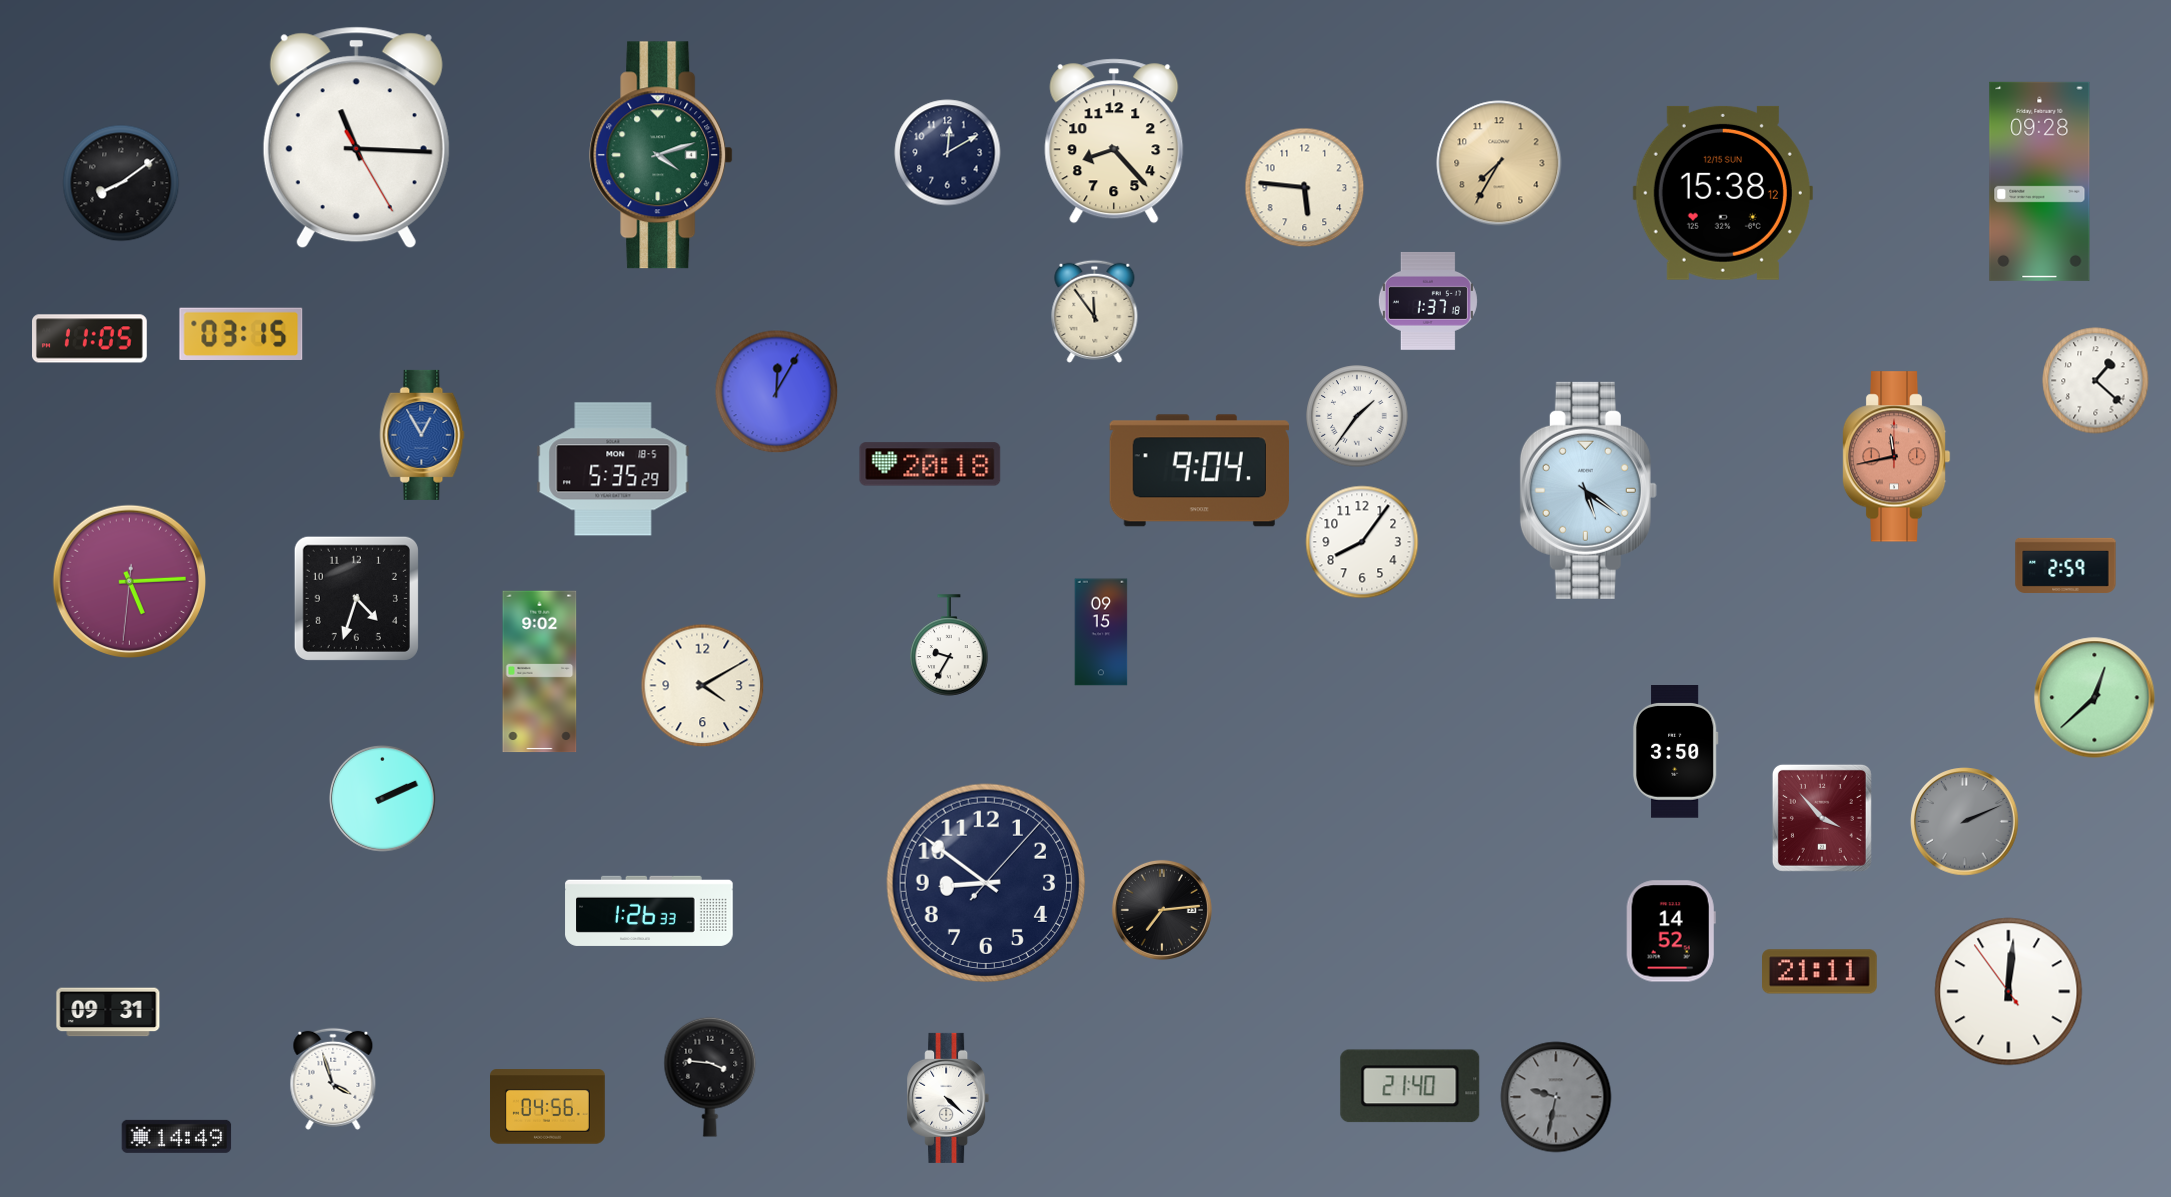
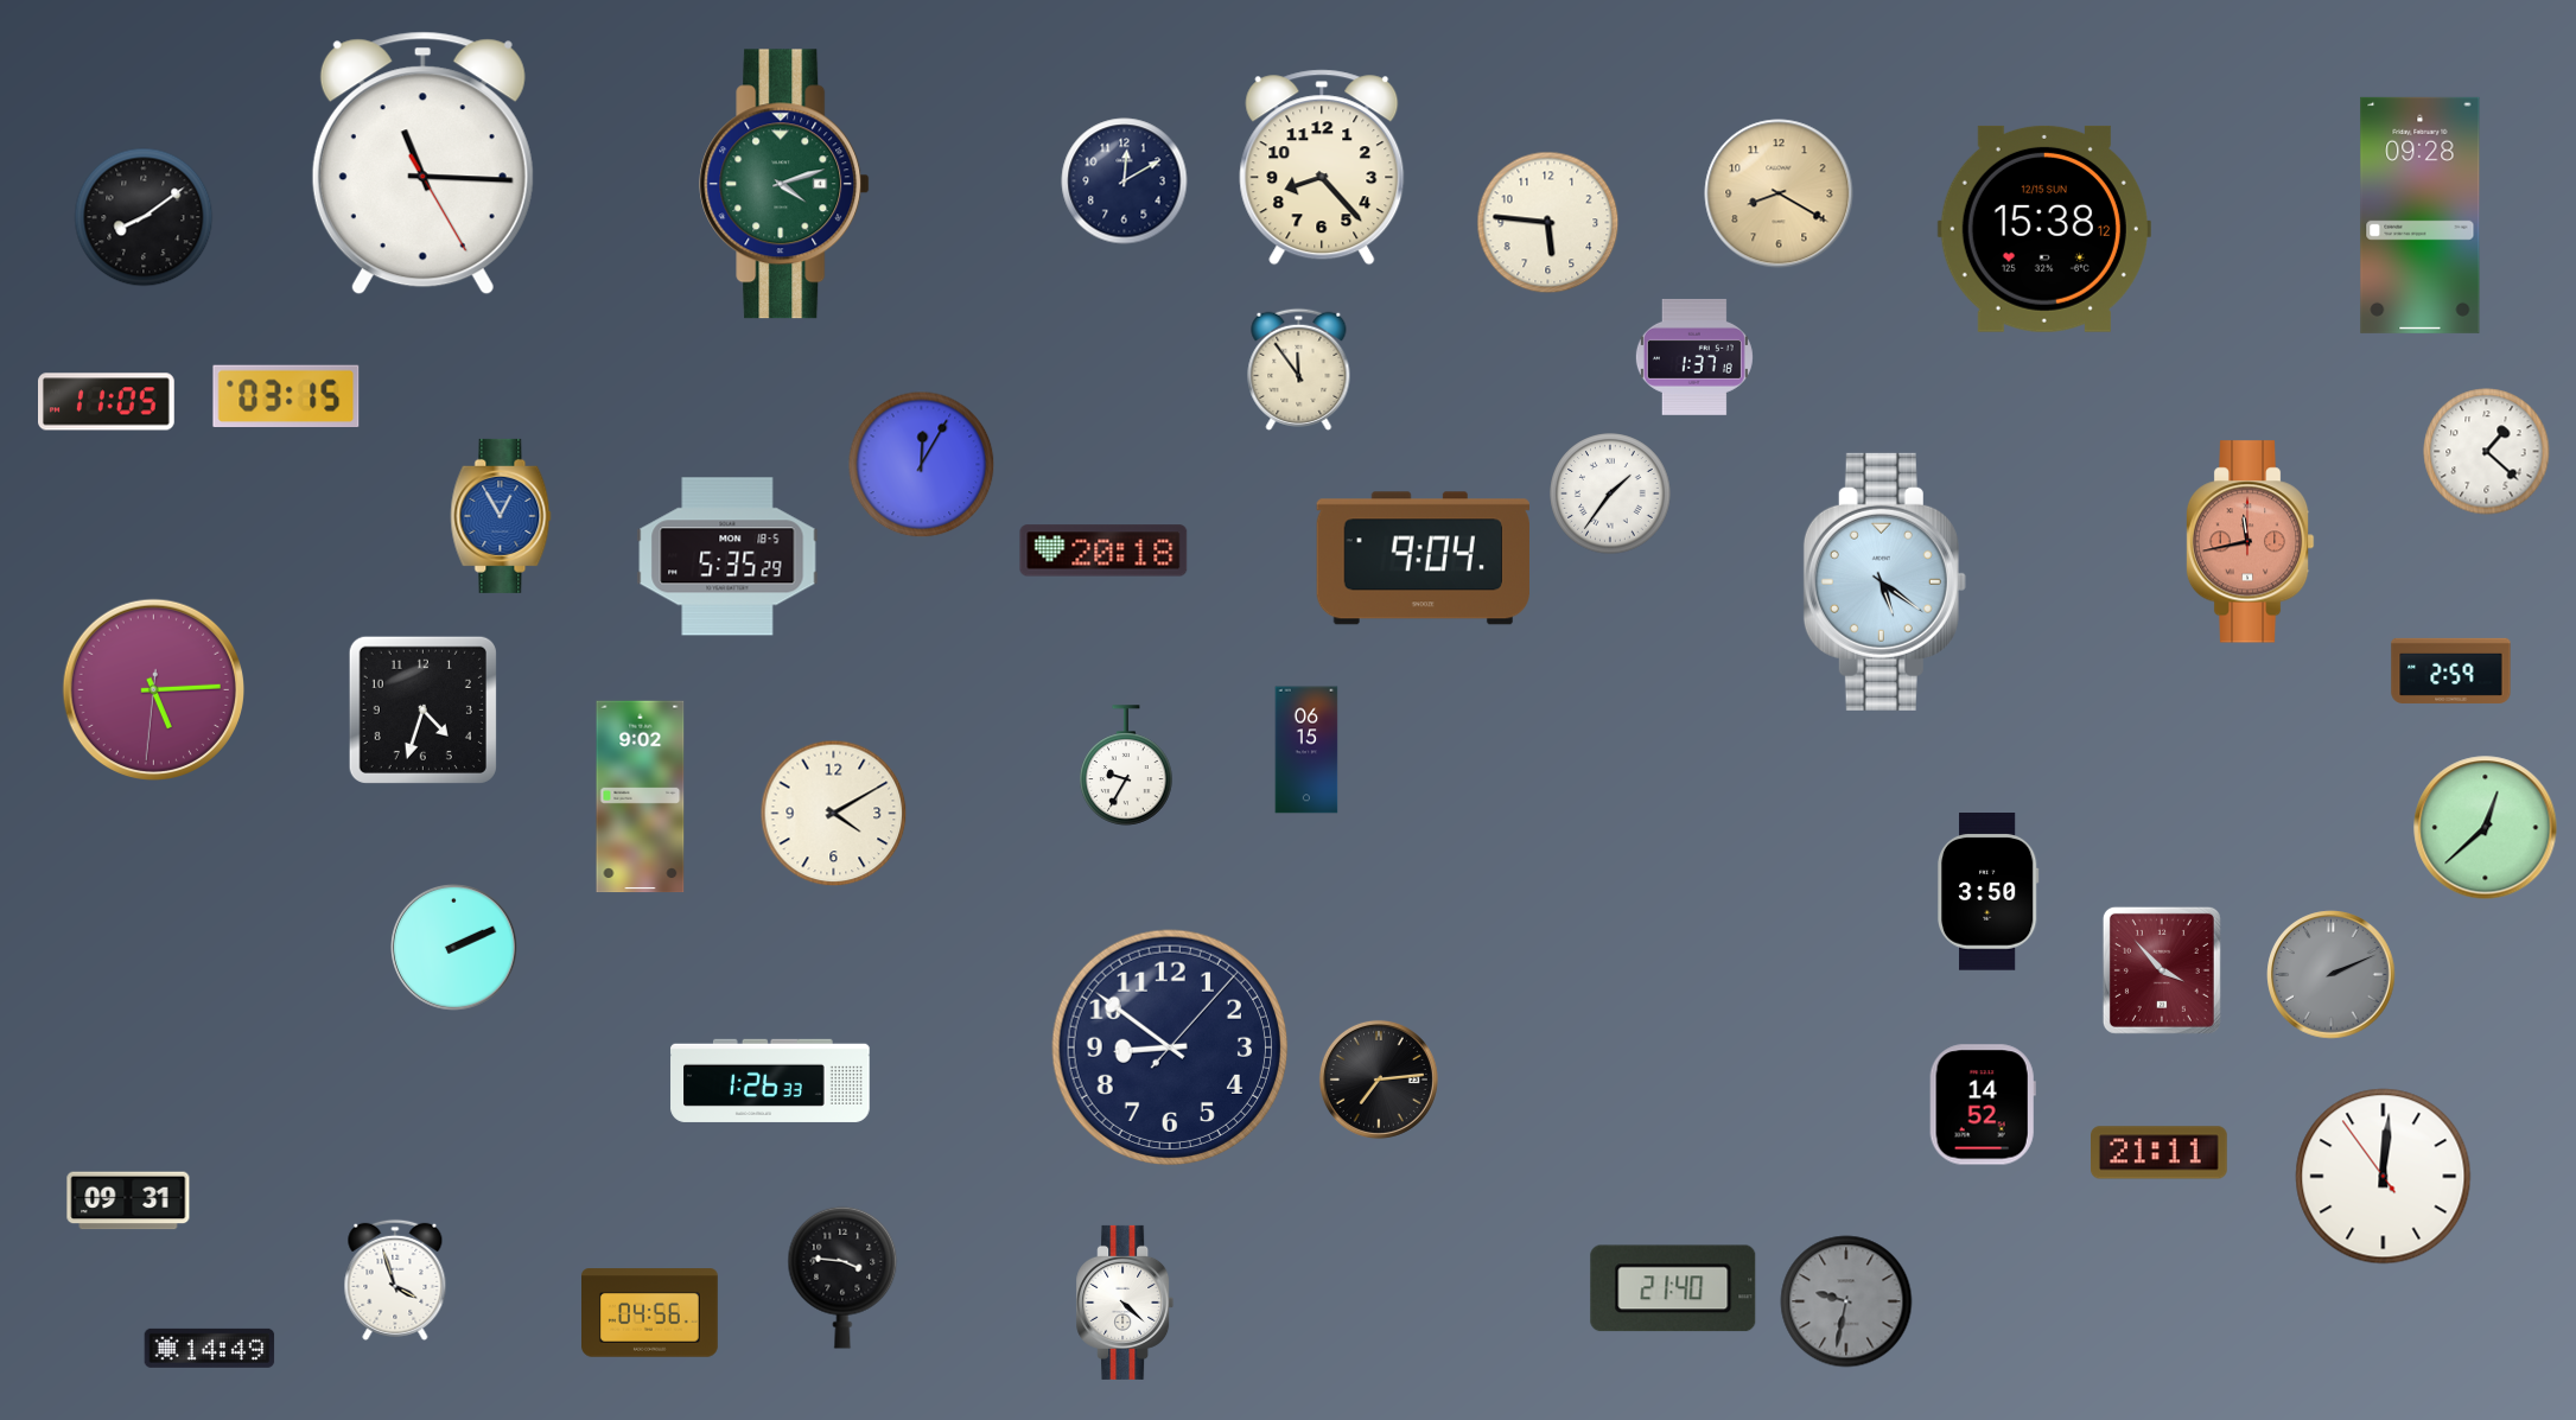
clock at (1499, 163): 7:35 -> 8:20
clock at (1362, 542): 8:06 -> none
clock at (1101, 632): 09:15 -> 06:15
